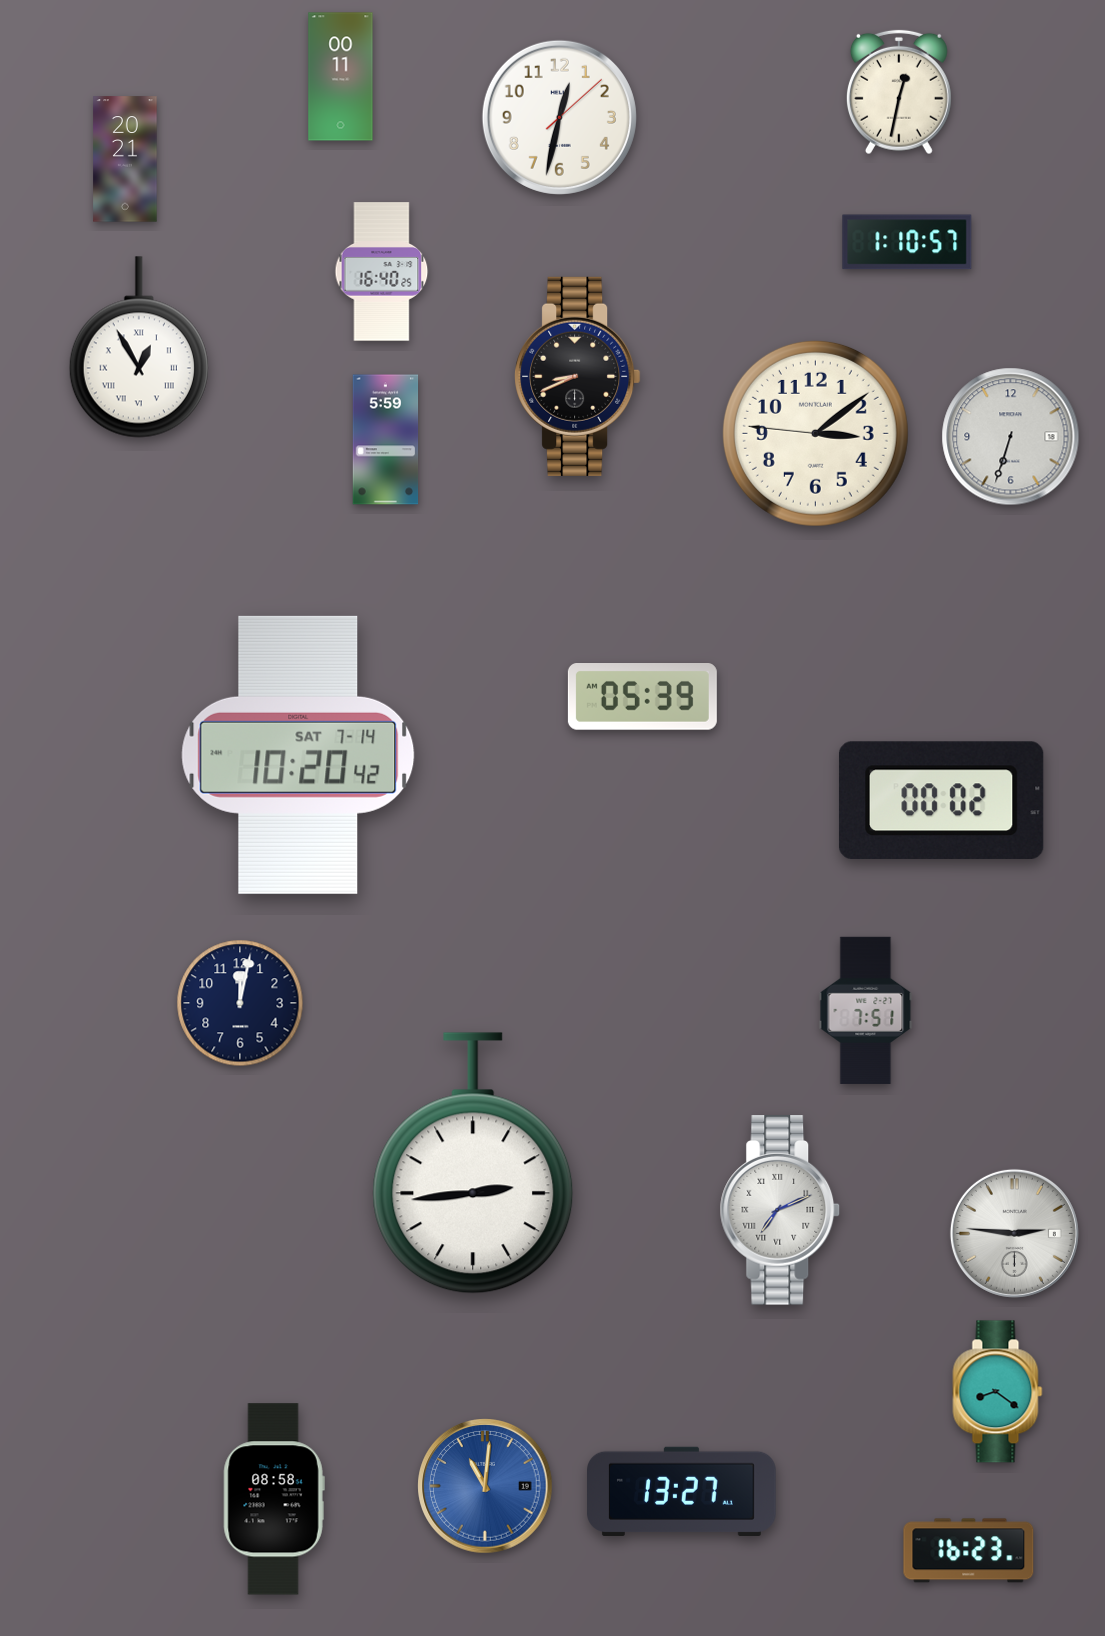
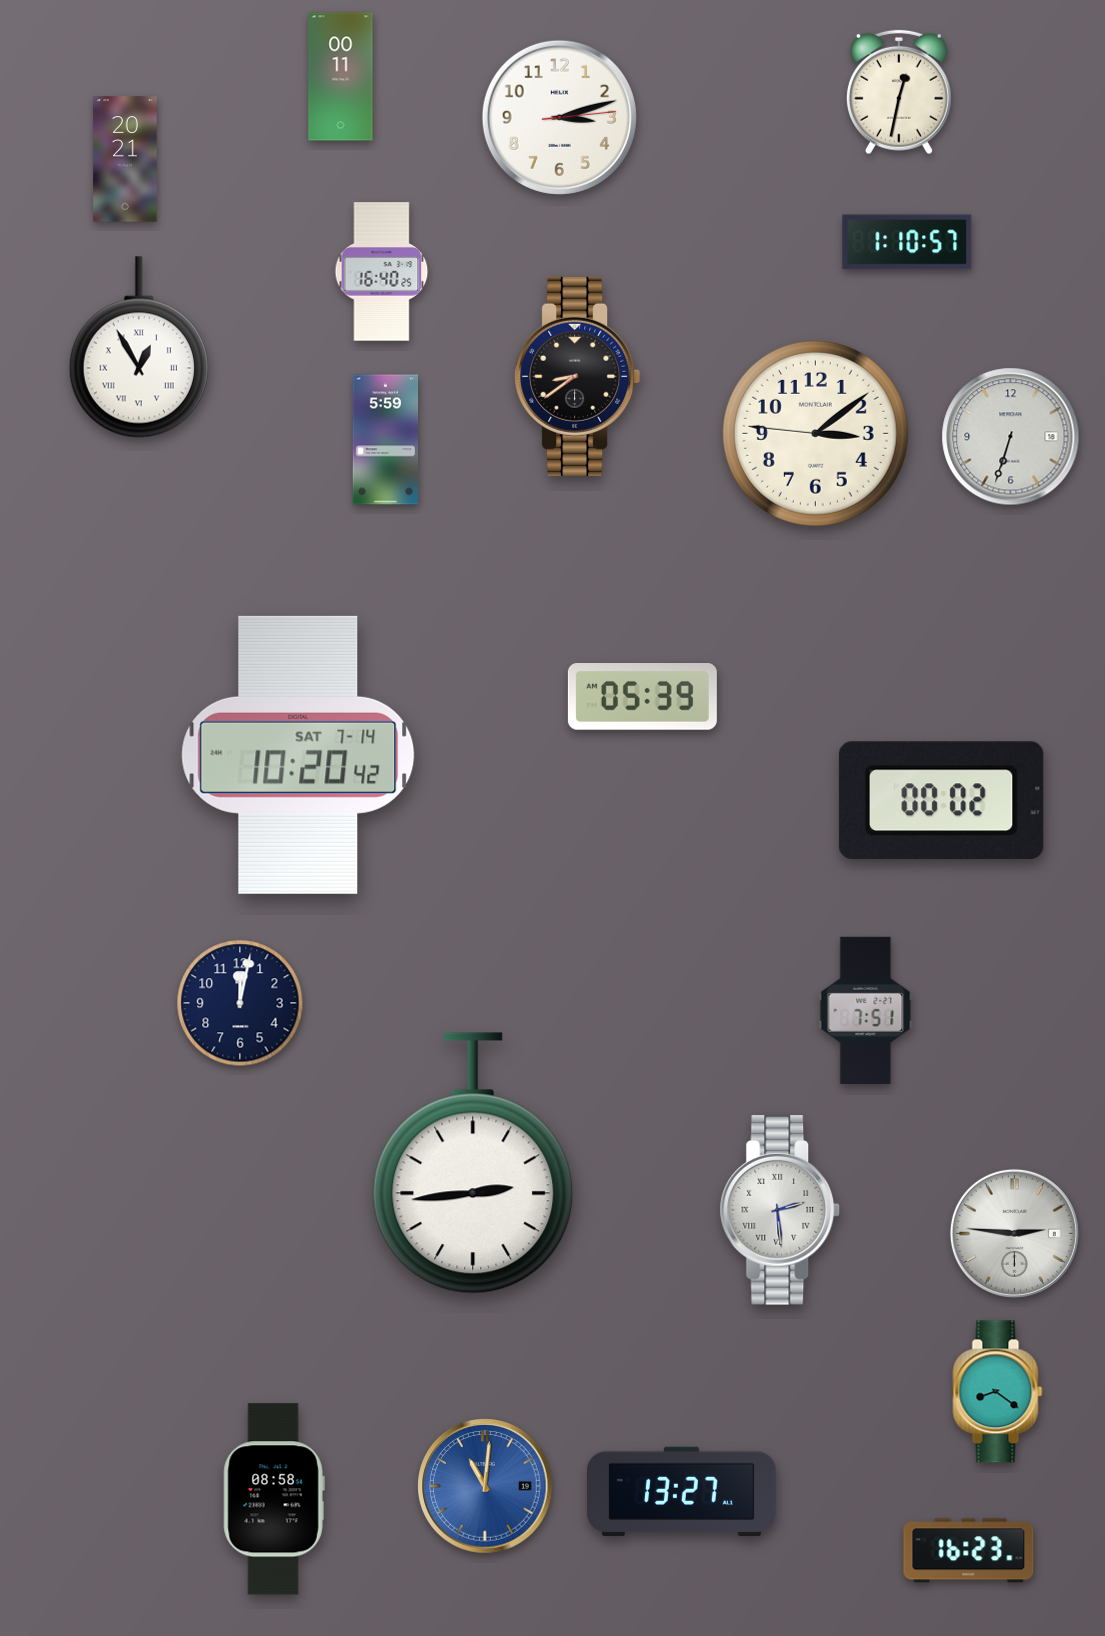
clock at (559, 117): 12:32 -> 3:12
clock at (578, 376): 8:41 -> 8:39
clock at (780, 1210): 7:11 -> 2:29
